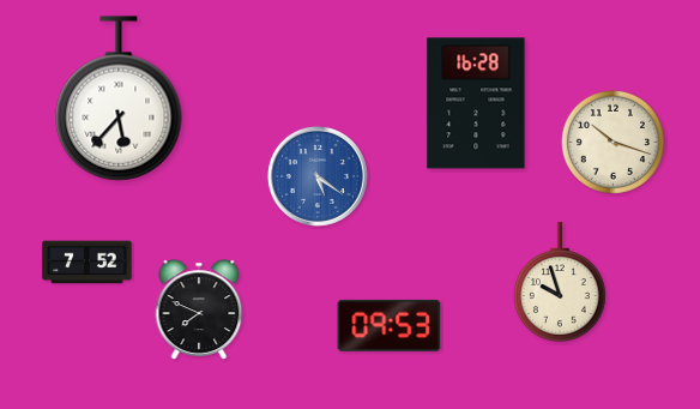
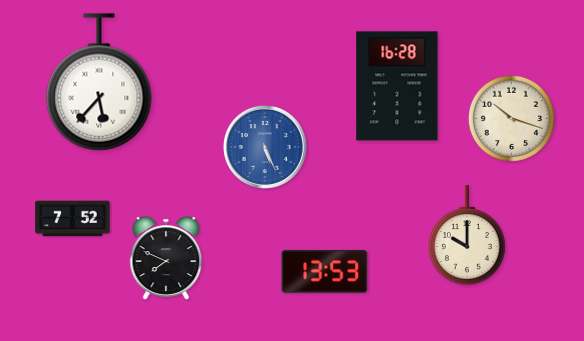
clock at (318, 176): 5:21 -> 5:26
clock at (560, 282): 9:57 -> 10:00
clock at (390, 325): 09:53 -> 13:53
